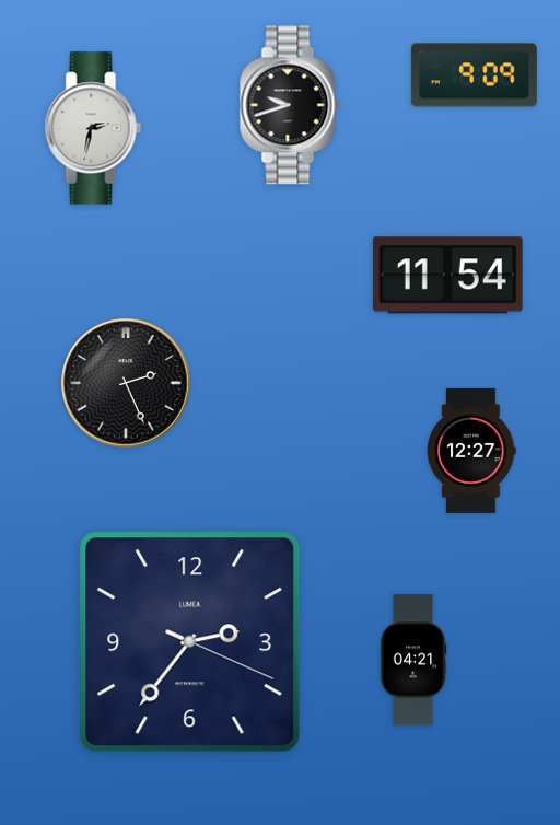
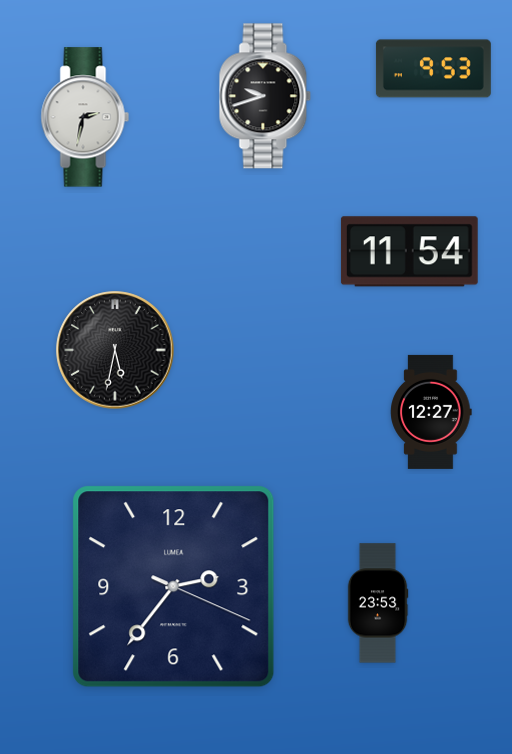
clock at (474, 75): 9:09 -> 9:53
clock at (126, 383): 2:26 -> 5:32
clock at (413, 660): 04:21 -> 23:53
